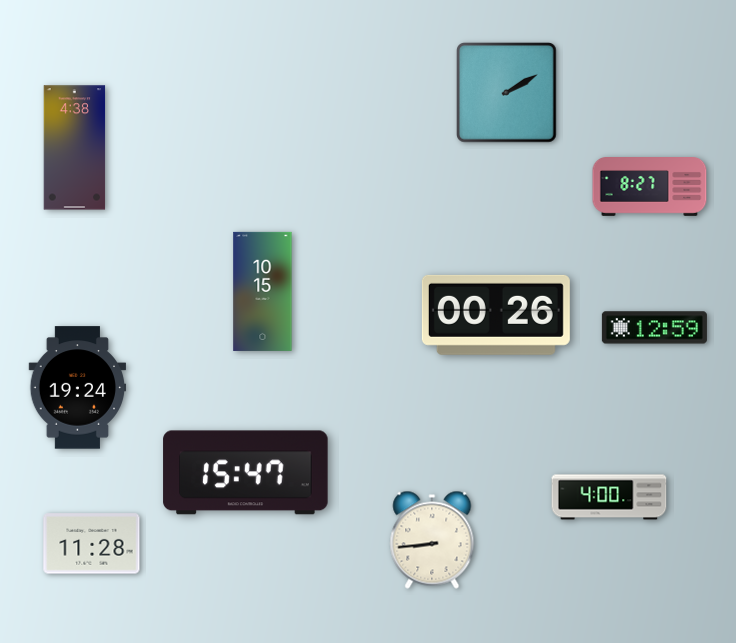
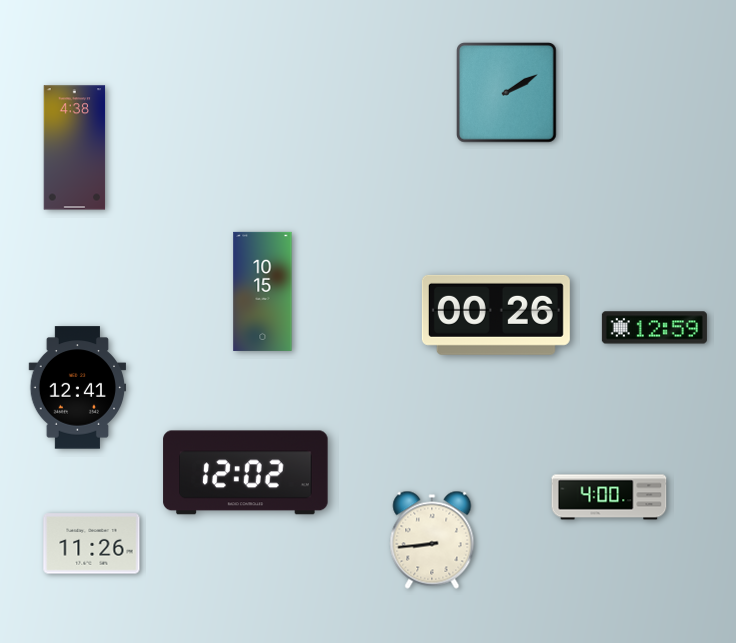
clock at (650, 187): 8:27 -> none
clock at (78, 388): 19:24 -> 12:41
clock at (246, 473): 15:47 -> 12:02
clock at (92, 544): 11:28 -> 11:26
